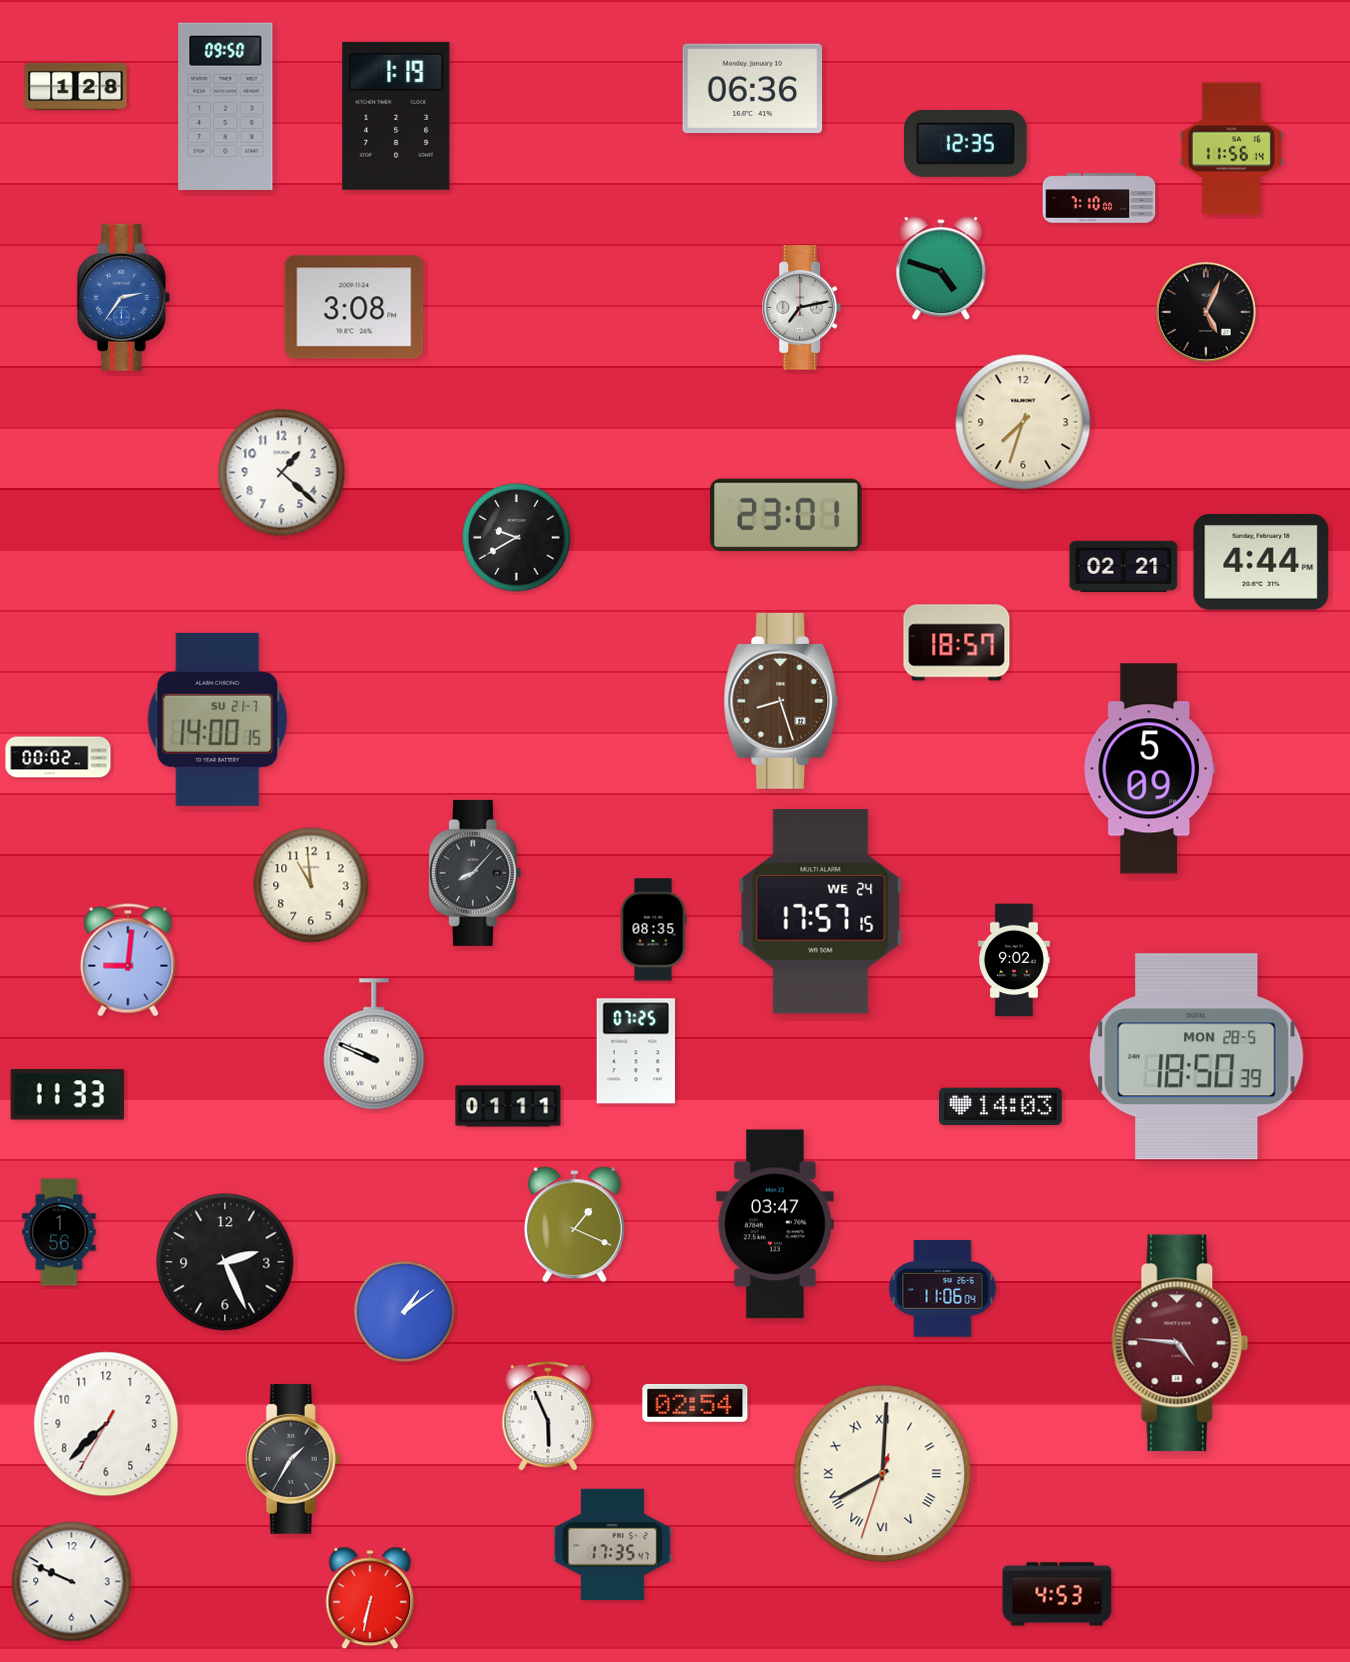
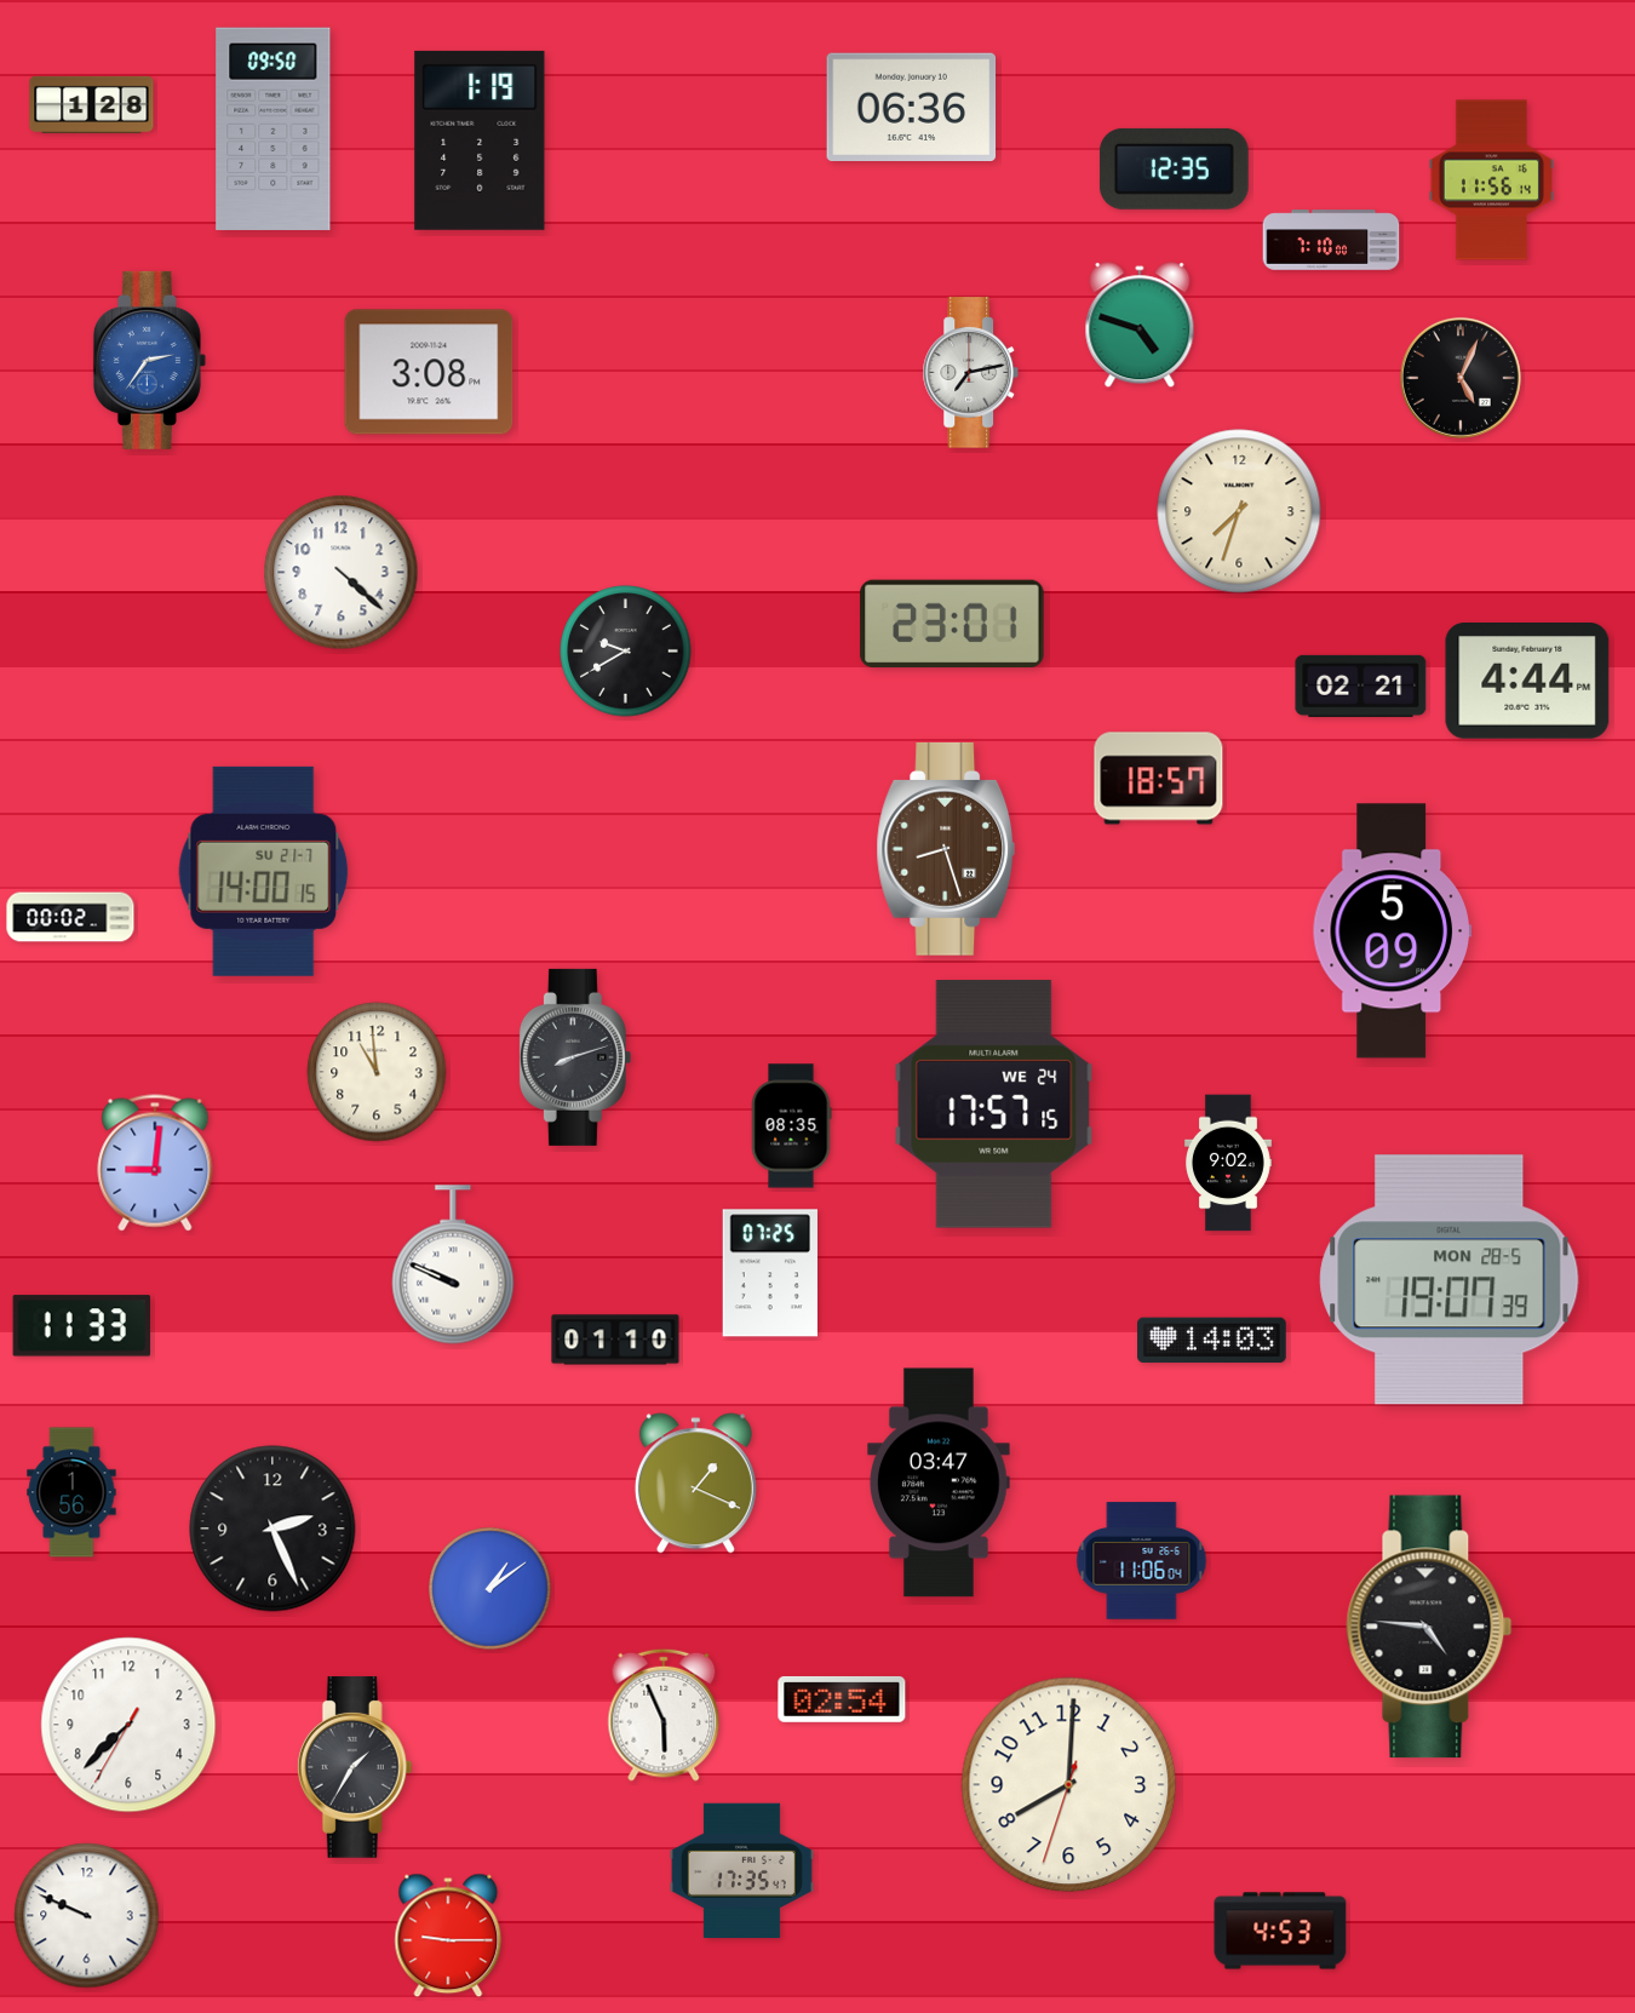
clock at (965, 143) position: (965, 143) -> (1174, 168)
clock at (282, 473): 1:22 -> 4:22
clock at (475, 873): 8:07 -> 8:12
clock at (1197, 1057): 18:50 -> 19:07
clock at (508, 1106): 01:11 -> 01:10
clock at (1180, 1343) dial: burgundy -> black
clock at (883, 1474) numerals: Roman -> Arabic
clock at (370, 1598): 6:32 -> 9:15
